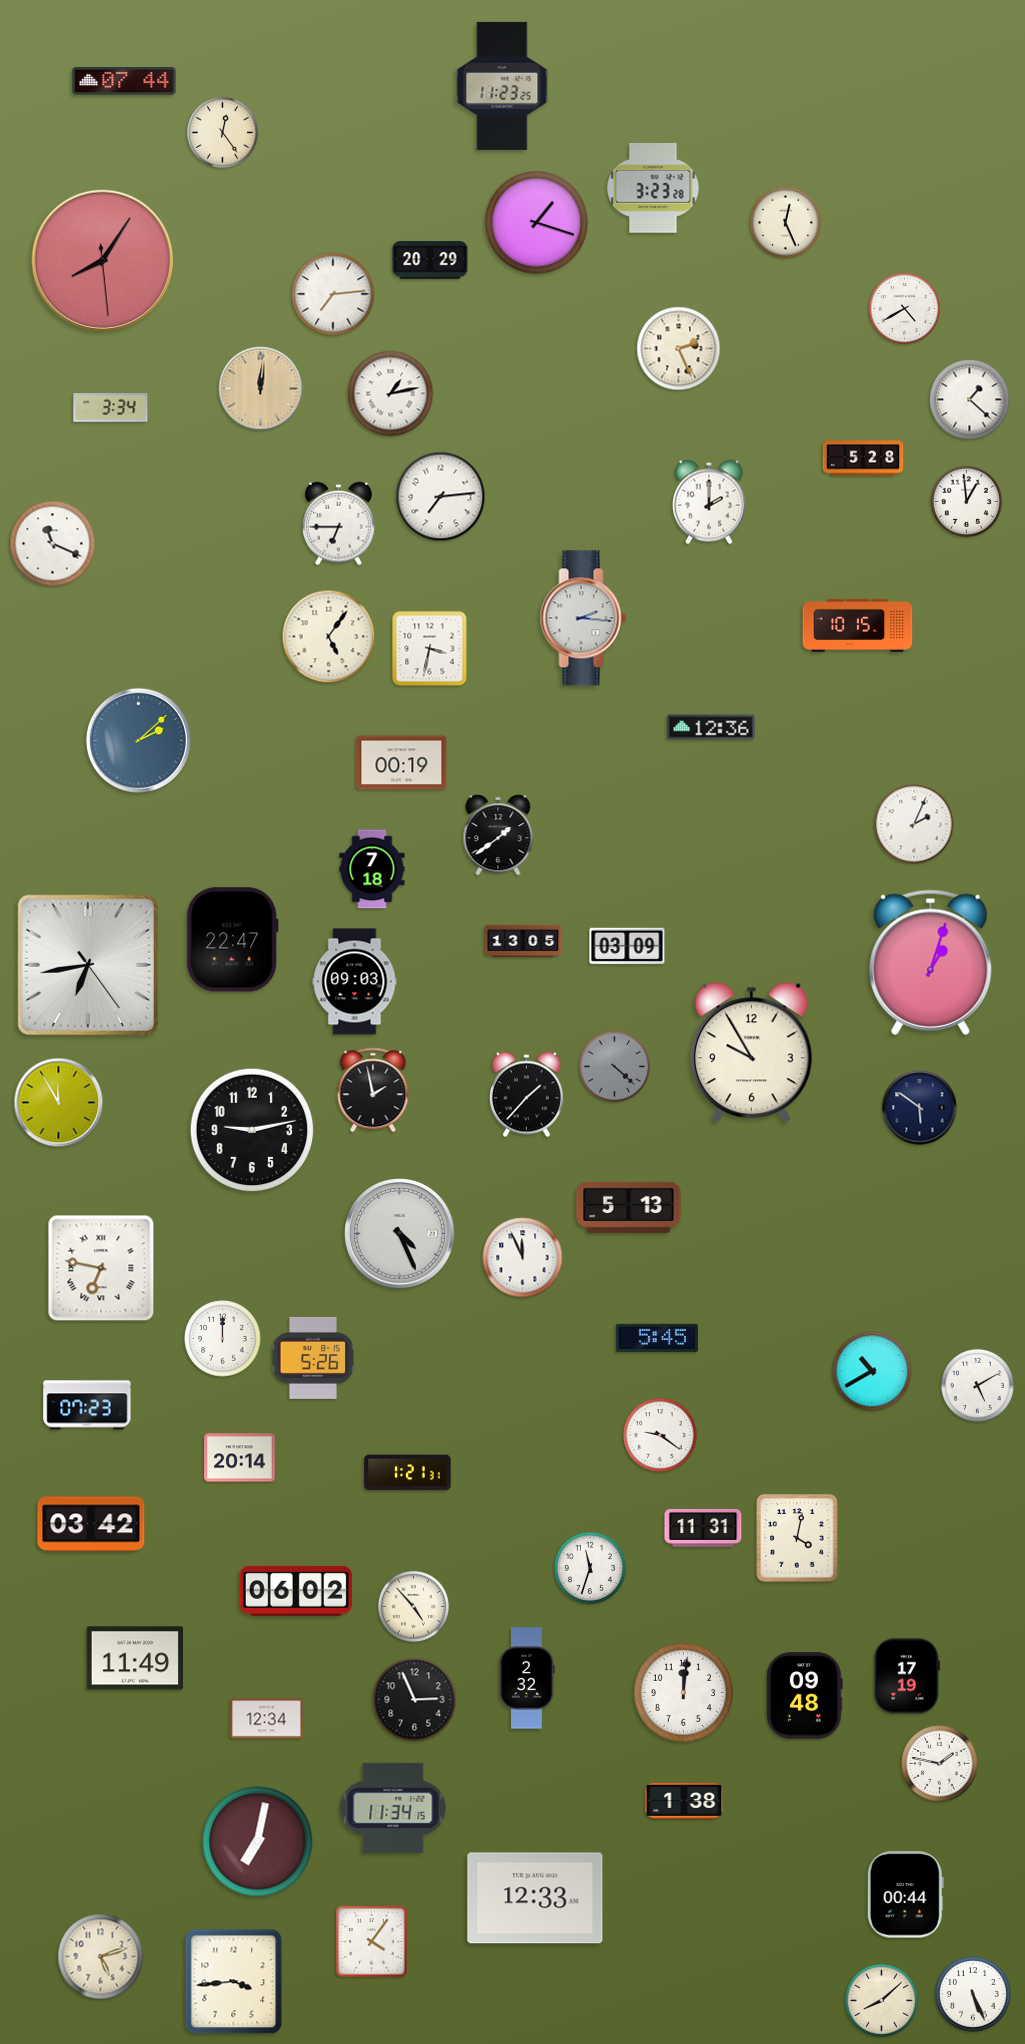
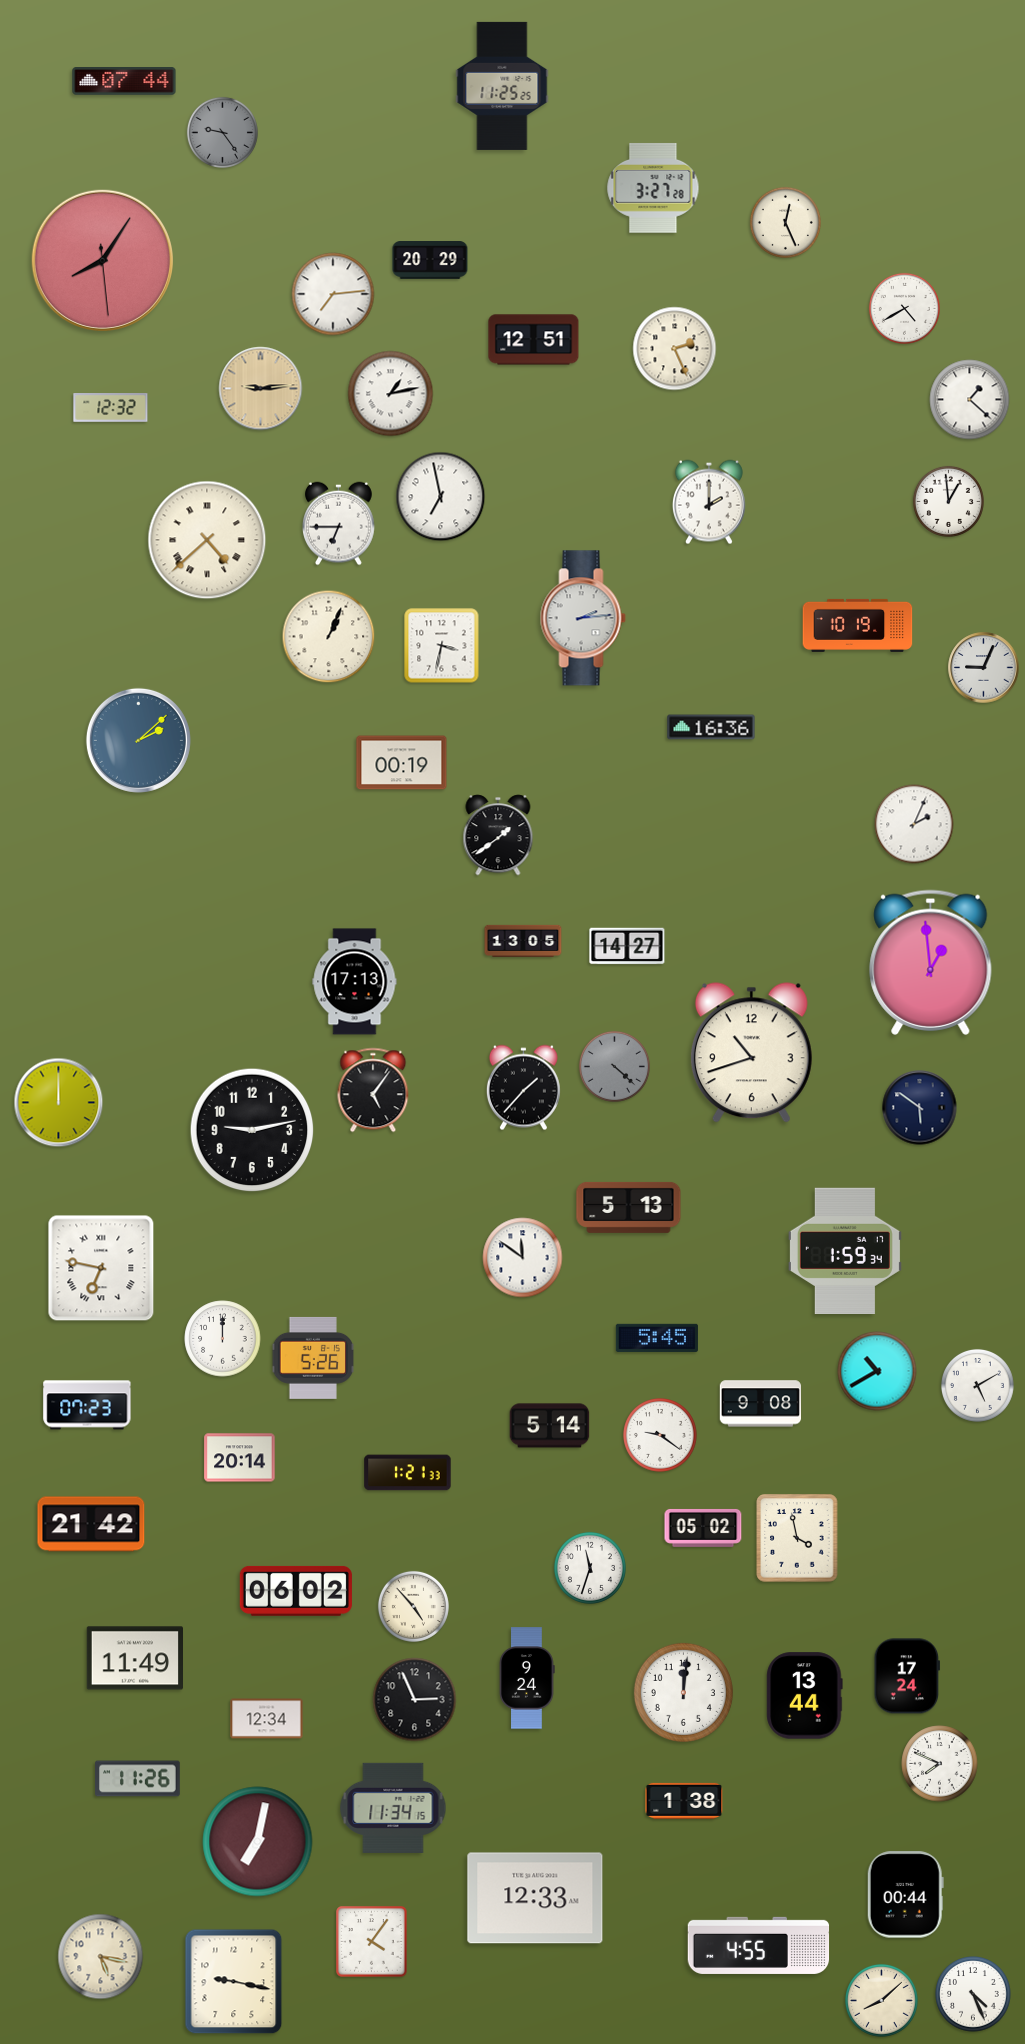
clock at (502, 86): 11:23 -> 11:25
clock at (222, 132): 12:24 -> 9:24
clock at (222, 132) dial: cream -> grey
clock at (653, 188): 3:23 -> 3:27
clock at (537, 223): 1:18 -> none
clock at (534, 340): none -> 12:51
clock at (679, 349) position: (679, 349) -> (675, 349)
clock at (261, 389): 12:01 -> 9:14
clock at (111, 408): 3:34 -> 12:32
clock at (863, 458): 5:28 -> none
clock at (441, 497): 7:14 -> 6:58
clock at (966, 501) position: (966, 501) -> (948, 501)
clock at (207, 540): none -> 4:38
clock at (53, 544): 11:19 -> none
clock at (583, 618): 2:16 -> 2:14
clock at (858, 625): 10:15 -> 10:19
clock at (329, 637): 5:06 -> 1:04
clock at (430, 649) position: (430, 649) -> (442, 646)
clock at (984, 668): none -> 9:04
clock at (711, 727): 12:36 -> 16:36
clock at (372, 869): 7:18 -> none
clock at (232, 940): 22:47 -> none
clock at (627, 946): 03:09 -> 14:27
clock at (931, 962): 1:03 -> 12:59
clock at (88, 965): 6:43 -> none
clock at (355, 982): 09:03 -> 17:13
clock at (751, 1053): 9:55 -> 10:42
clock at (373, 1090): 1:58 -> 5:06
clock at (526, 1095) position: (526, 1095) -> (523, 1088)
clock at (59, 1103): 11:55 -> 12:00
clock at (400, 1234): 4:26 -> none
clock at (845, 1250): none -> 1:59
clock at (523, 1258): 11:56 -> 11:51
clock at (872, 1371) position: (872, 1371) -> (877, 1371)
clock at (761, 1404): none -> 9:08
clock at (550, 1426): none -> 5:14
clock at (408, 1473): 1:21:31 -> 1:21:33
clock at (91, 1524): 03:42 -> 21:42
clock at (703, 1528): 11:31 -> 05:02
clock at (797, 1538): 4:02 -> 3:58
clock at (906, 1676): 17:19 -> 17:24
clock at (527, 1678): 2:32 -> 9:24
clock at (805, 1696): 09:48 -> 13:44
clock at (940, 1764): 1:47 -> 7:49
clock at (138, 1779): none -> 11:26
clock at (759, 1945): none -> 4:55
clock at (101, 1957): 5:12 -> 5:17
clock at (234, 1982): 3:44 -> 9:17
clock at (973, 1994): 5:26 -> 4:26
